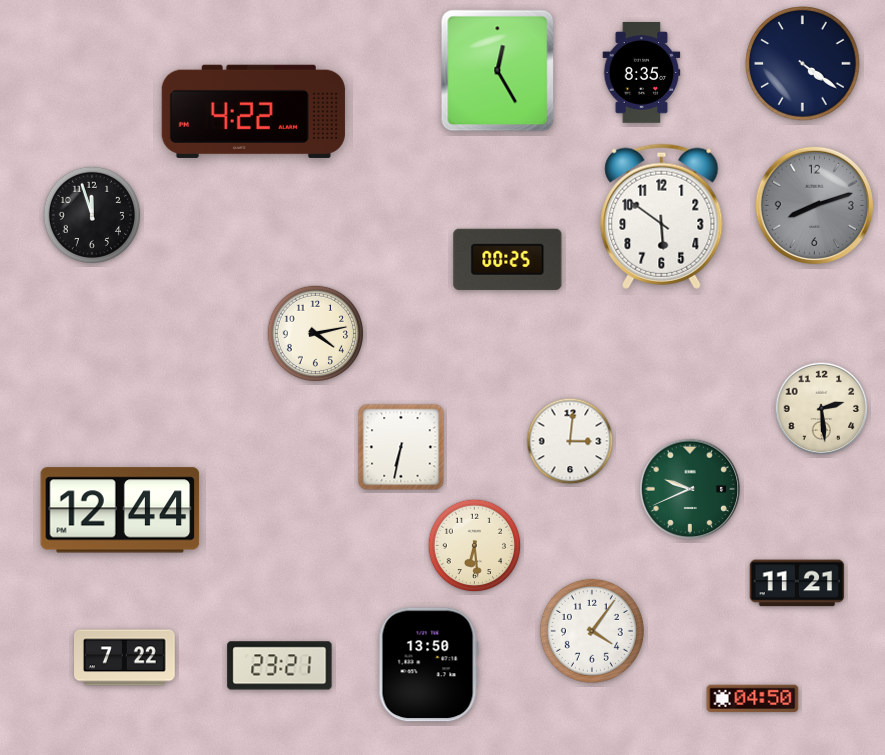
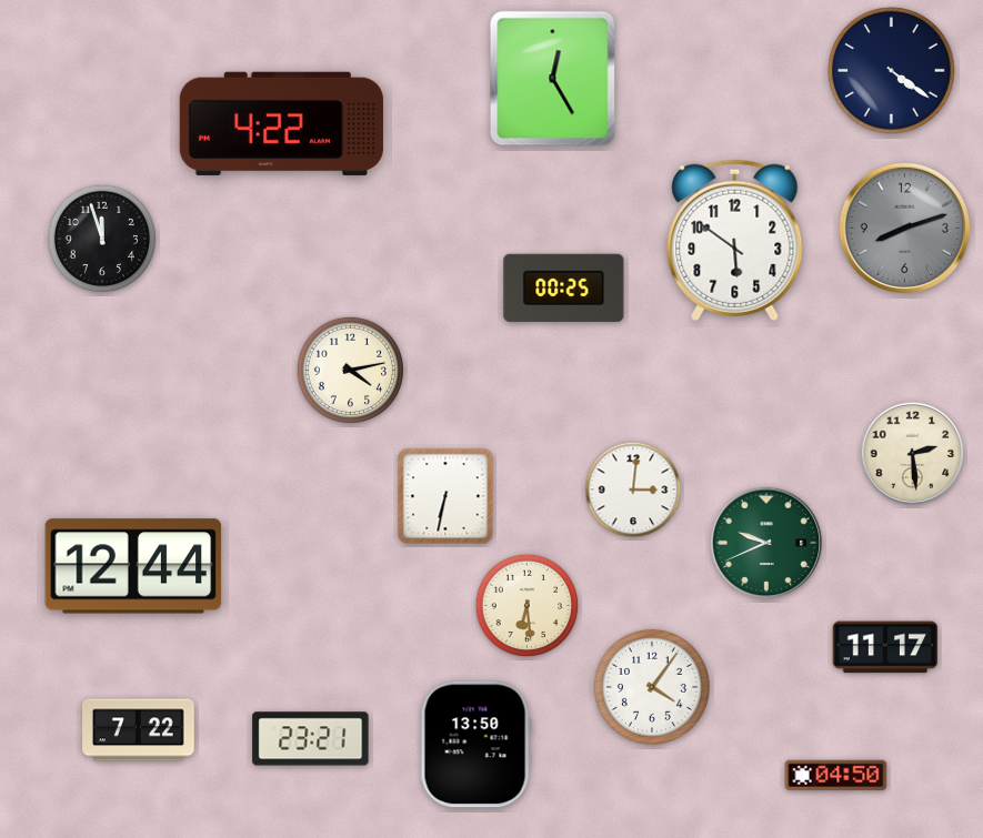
clock at (642, 73): 8:35 -> none
clock at (797, 583): 11:21 -> 11:17
clock at (592, 631) position: (592, 631) -> (652, 687)
clock at (428, 665) position: (428, 665) -> (475, 745)
